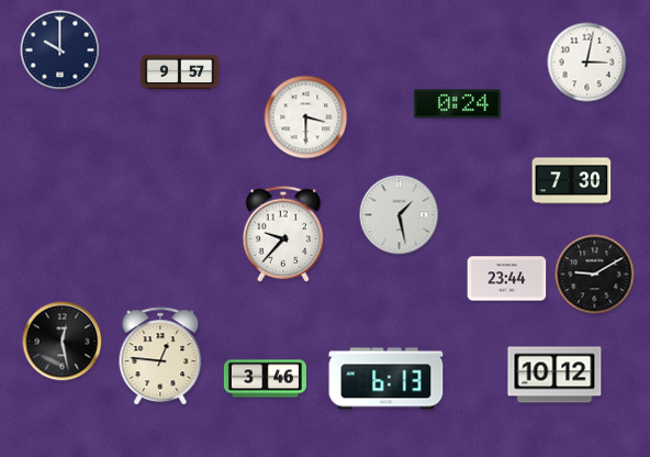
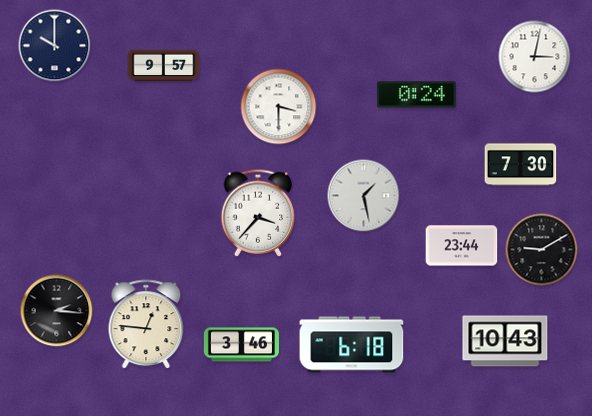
clock at (283, 234): 9:37 -> 3:37
clock at (507, 279) position: (507, 279) -> (462, 246)
clock at (63, 342): 12:28 -> 2:16
clock at (554, 375): 10:12 -> 10:43
clock at (386, 379): 6:13 -> 6:18
